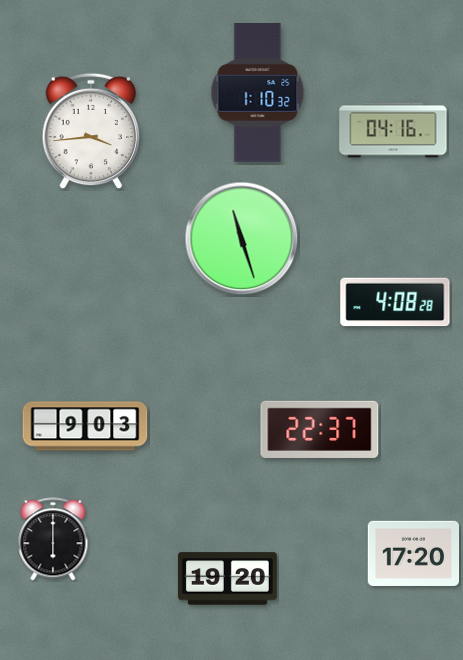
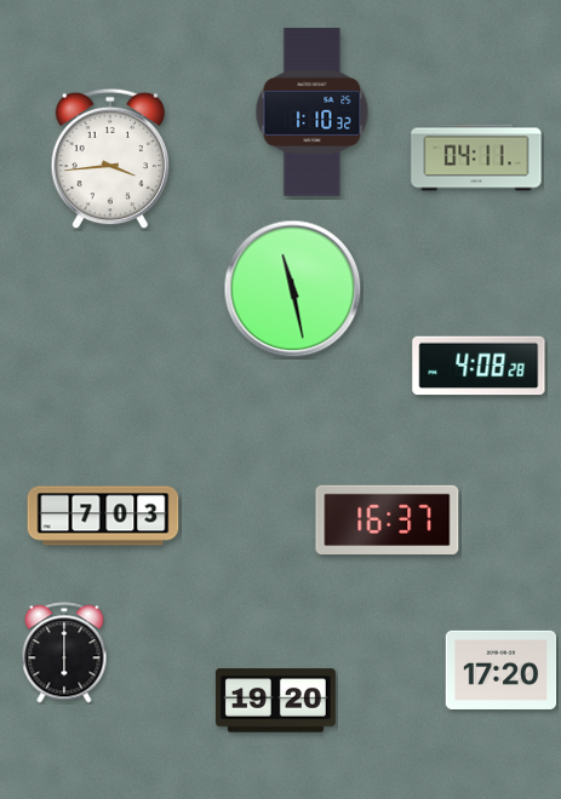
clock at (393, 130): 04:16 -> 04:11
clock at (242, 239): 11:27 -> 11:28
clock at (85, 426): 9:03 -> 7:03
clock at (320, 429): 22:37 -> 16:37
